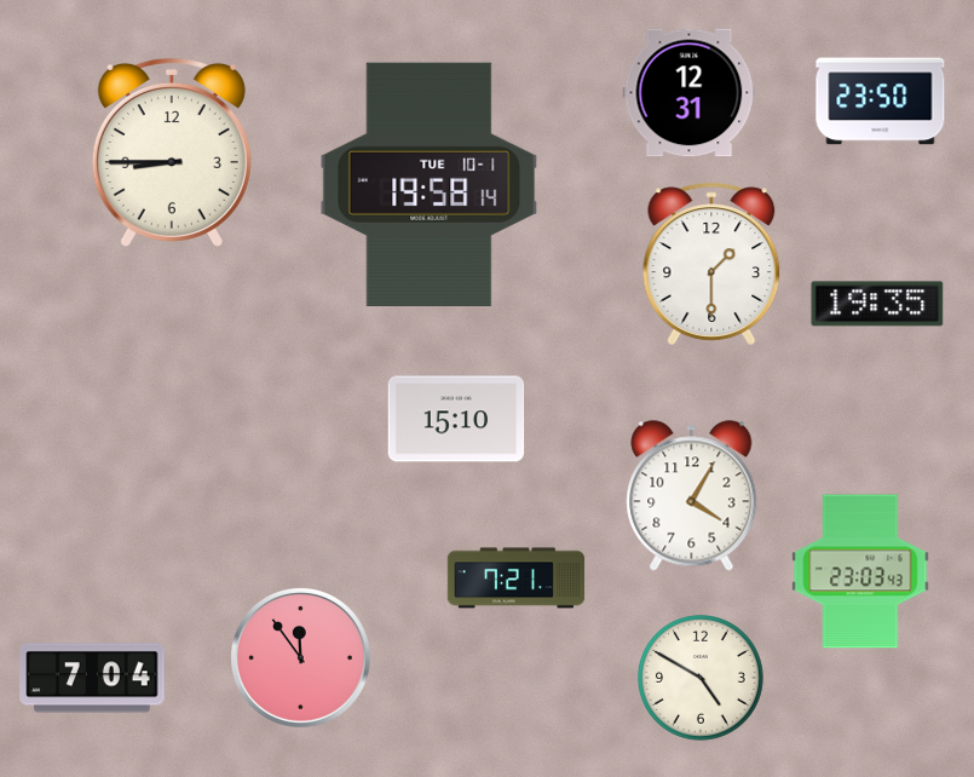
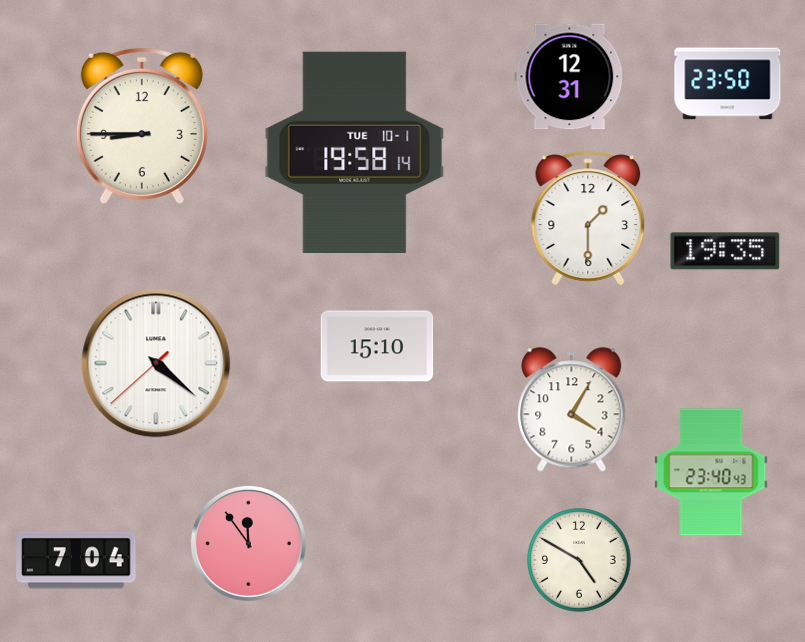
clock at (156, 363): none -> 4:21
clock at (860, 571): 23:03 -> 23:40
clock at (517, 579): 7:21 -> none
